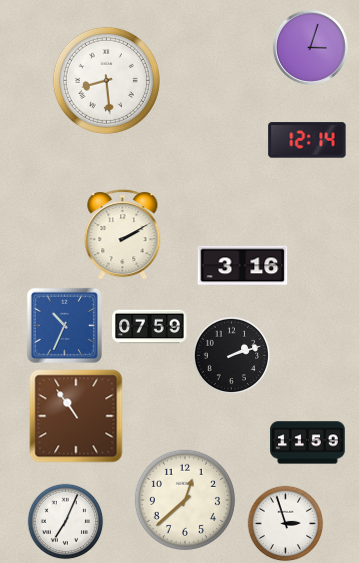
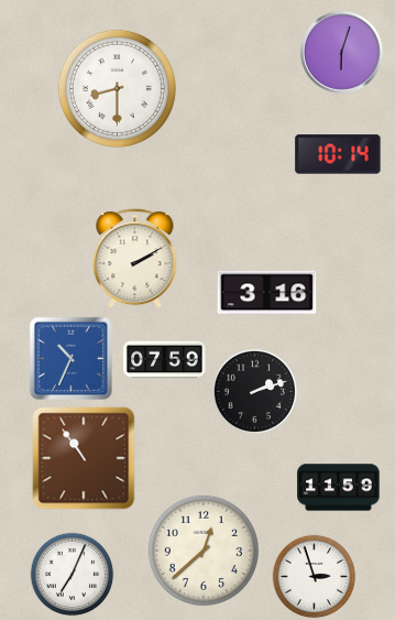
clock at (310, 47): 3:03 -> 6:03
clock at (106, 80): 8:29 -> 8:30
clock at (307, 140): 12:14 -> 10:14
